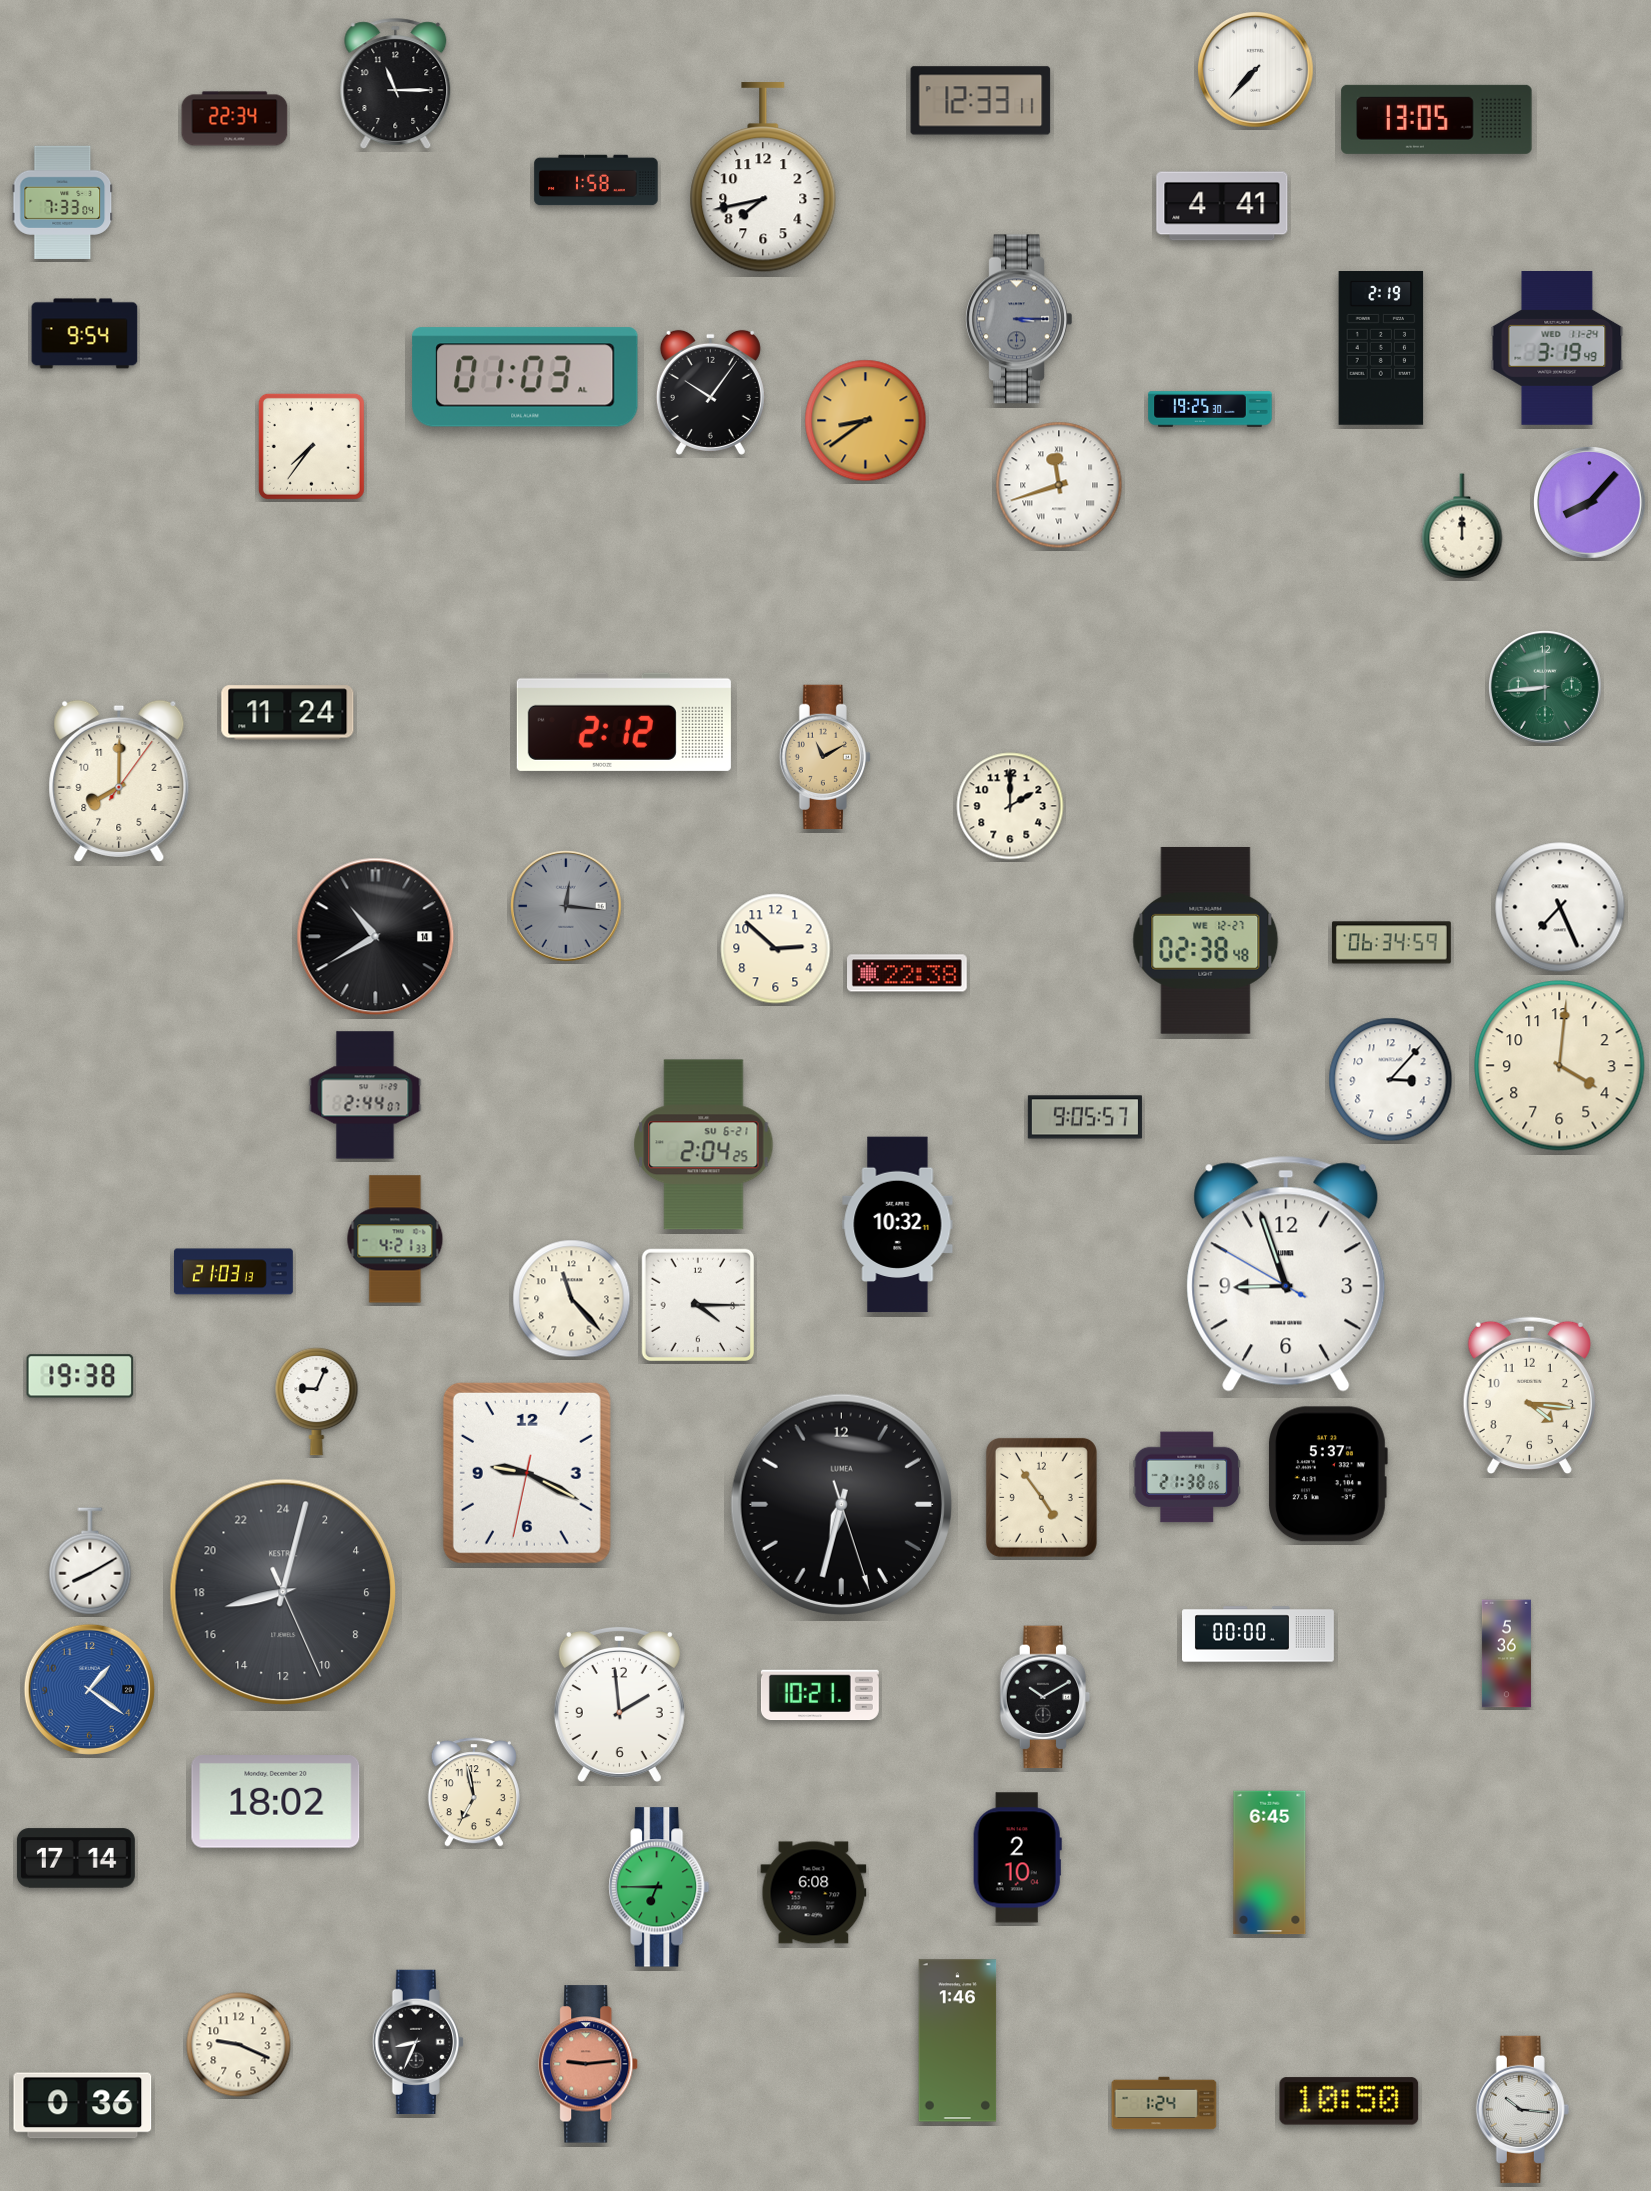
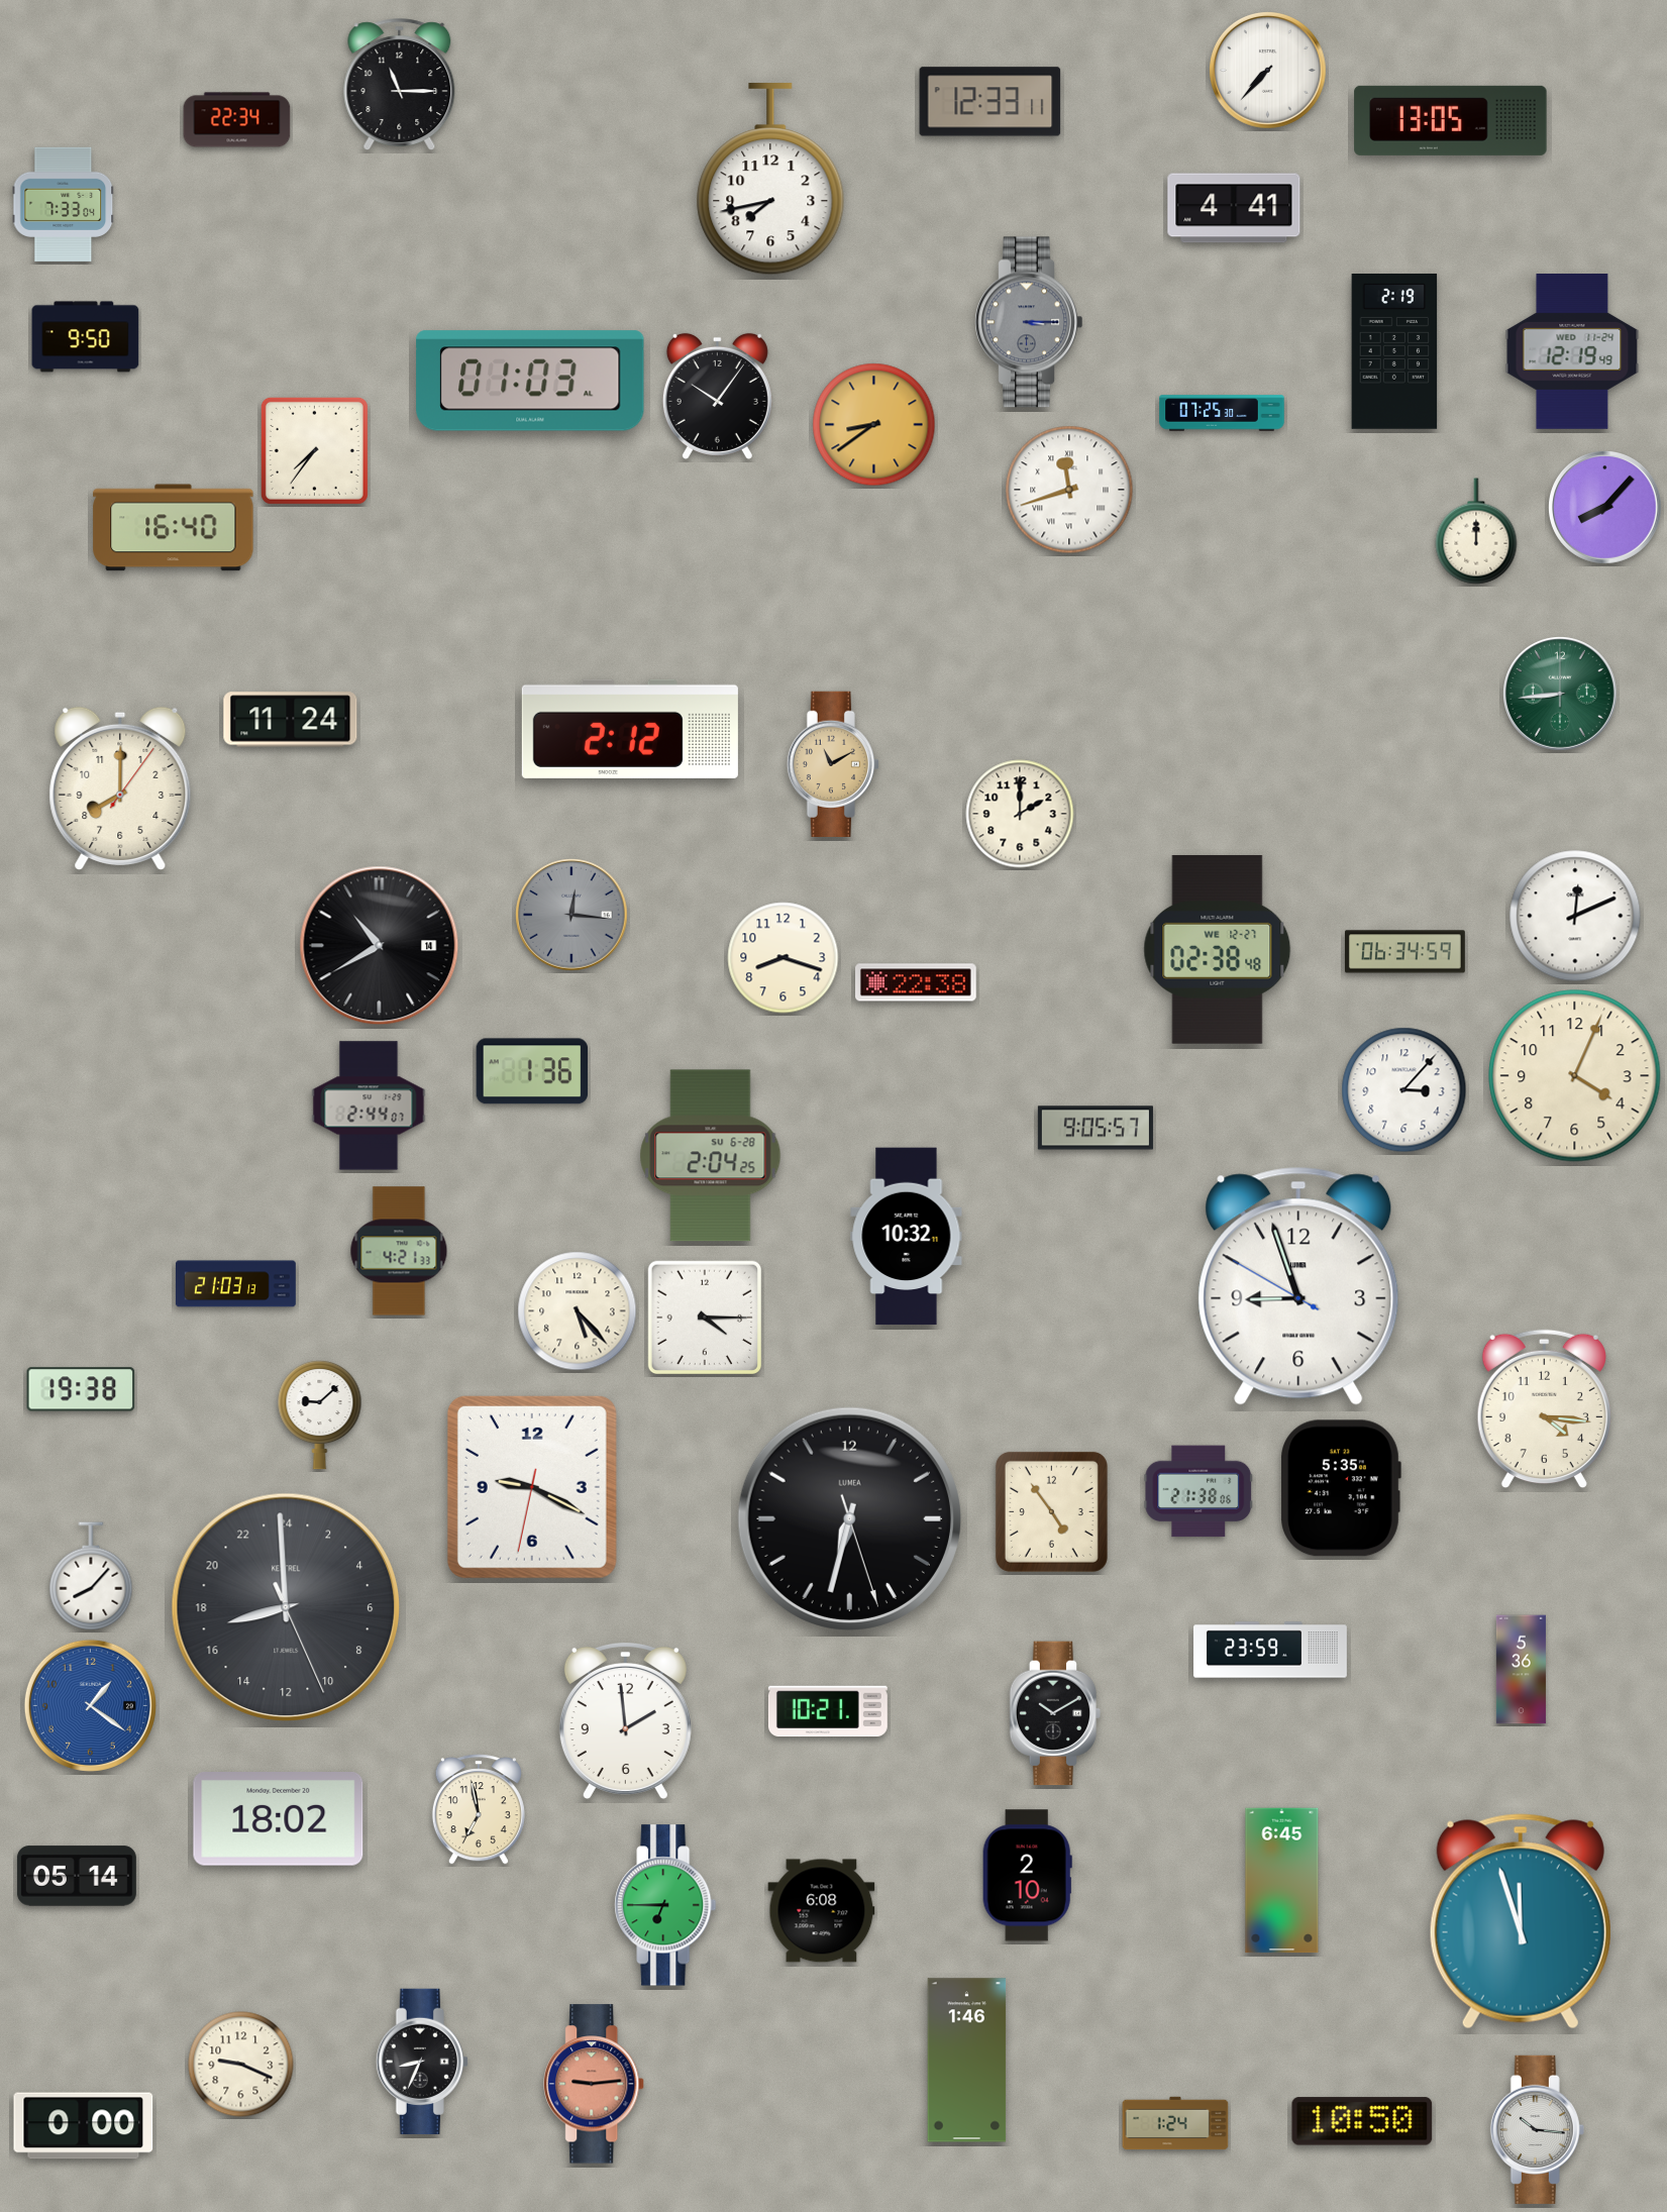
clock at (596, 180): 1:58 -> none
clock at (85, 334): 9:54 -> 9:50
clock at (1557, 349): 3:19 -> 12:19
clock at (1210, 409): 19:25 -> 07:25
clock at (174, 528): none -> 16:40
clock at (1560, 907): 7:26 -> 12:11
clock at (776, 949): 2:52 -> 8:18
clock at (531, 1071): none -> 1:36
clock at (1560, 1066): 4:01 -> 4:04
clock at (704, 1145) date: SU 6-21 -> SU 6-28
clock at (572, 1299): 11:23 -> 5:23
clock at (317, 1401): 9:04 -> 9:08
clock at (1328, 1474): 5:37 -> 5:35
clock at (90, 1561): 8:10 -> 8:07
clock at (283, 1592): 17:02 -> 16:59
clock at (1259, 1634): 00:00 -> 23:59
clock at (76, 1858): 17:14 -> 05:14
clock at (1521, 1921): none -> 11:57
clock at (83, 2106): 0:36 -> 0:00
